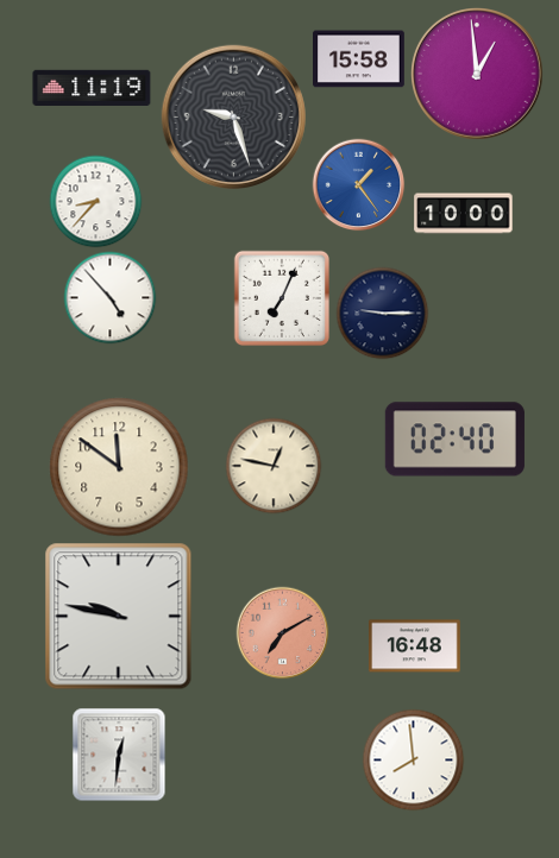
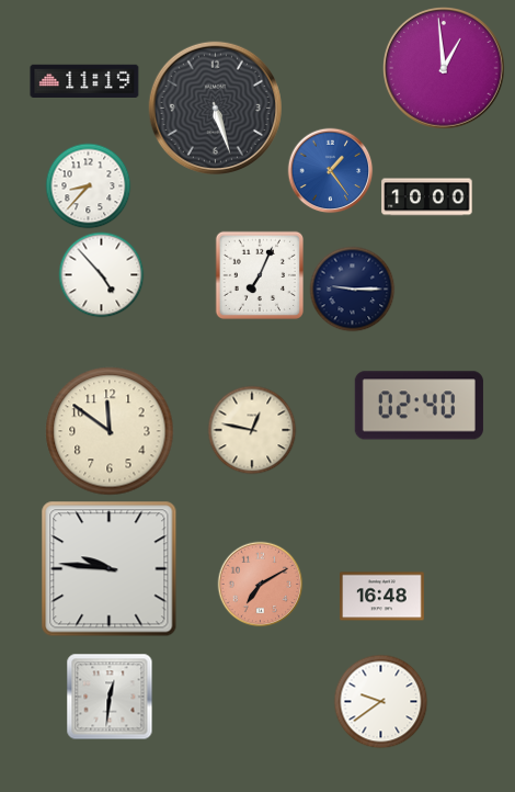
clock at (359, 59): 15:58 -> none
clock at (478, 75) position: (478, 75) -> (445, 69)
clock at (233, 116): 9:27 -> 5:27
clock at (119, 617): 9:47 -> 9:46
clock at (413, 759): 7:59 -> 9:39
